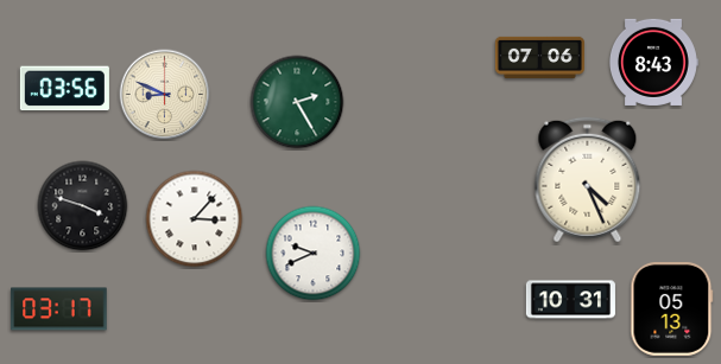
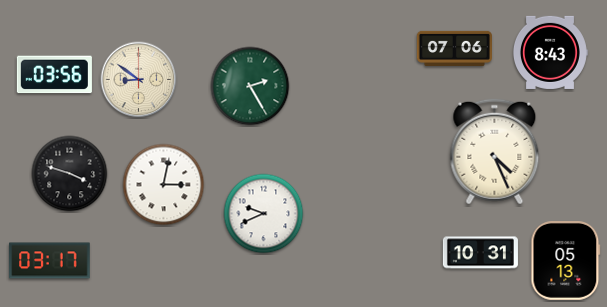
clock at (165, 95): 8:49 -> 8:51
clock at (195, 219): 3:07 -> 3:02
